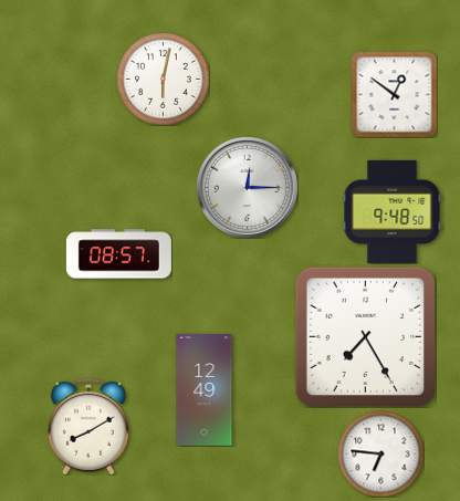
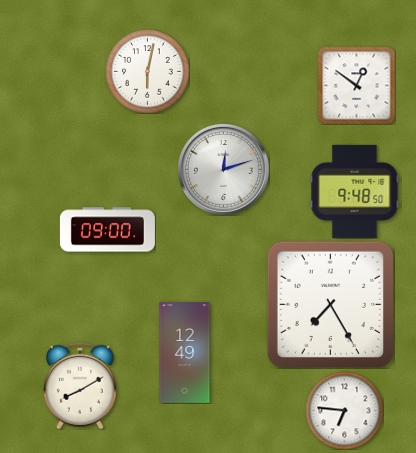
clock at (247, 187): 12:15 -> 12:12
clock at (118, 254): 08:57 -> 09:00
